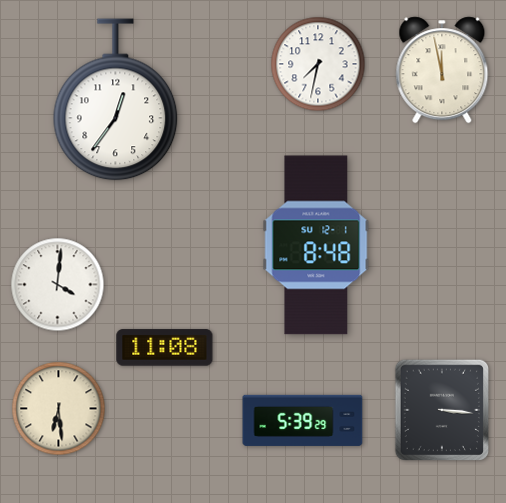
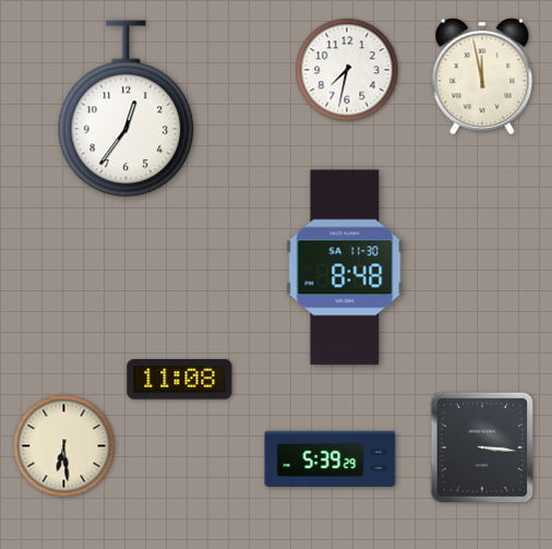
clock at (316, 245) date: SU 12-1 -> SA 11-30
clock at (58, 285): 4:01 -> none
